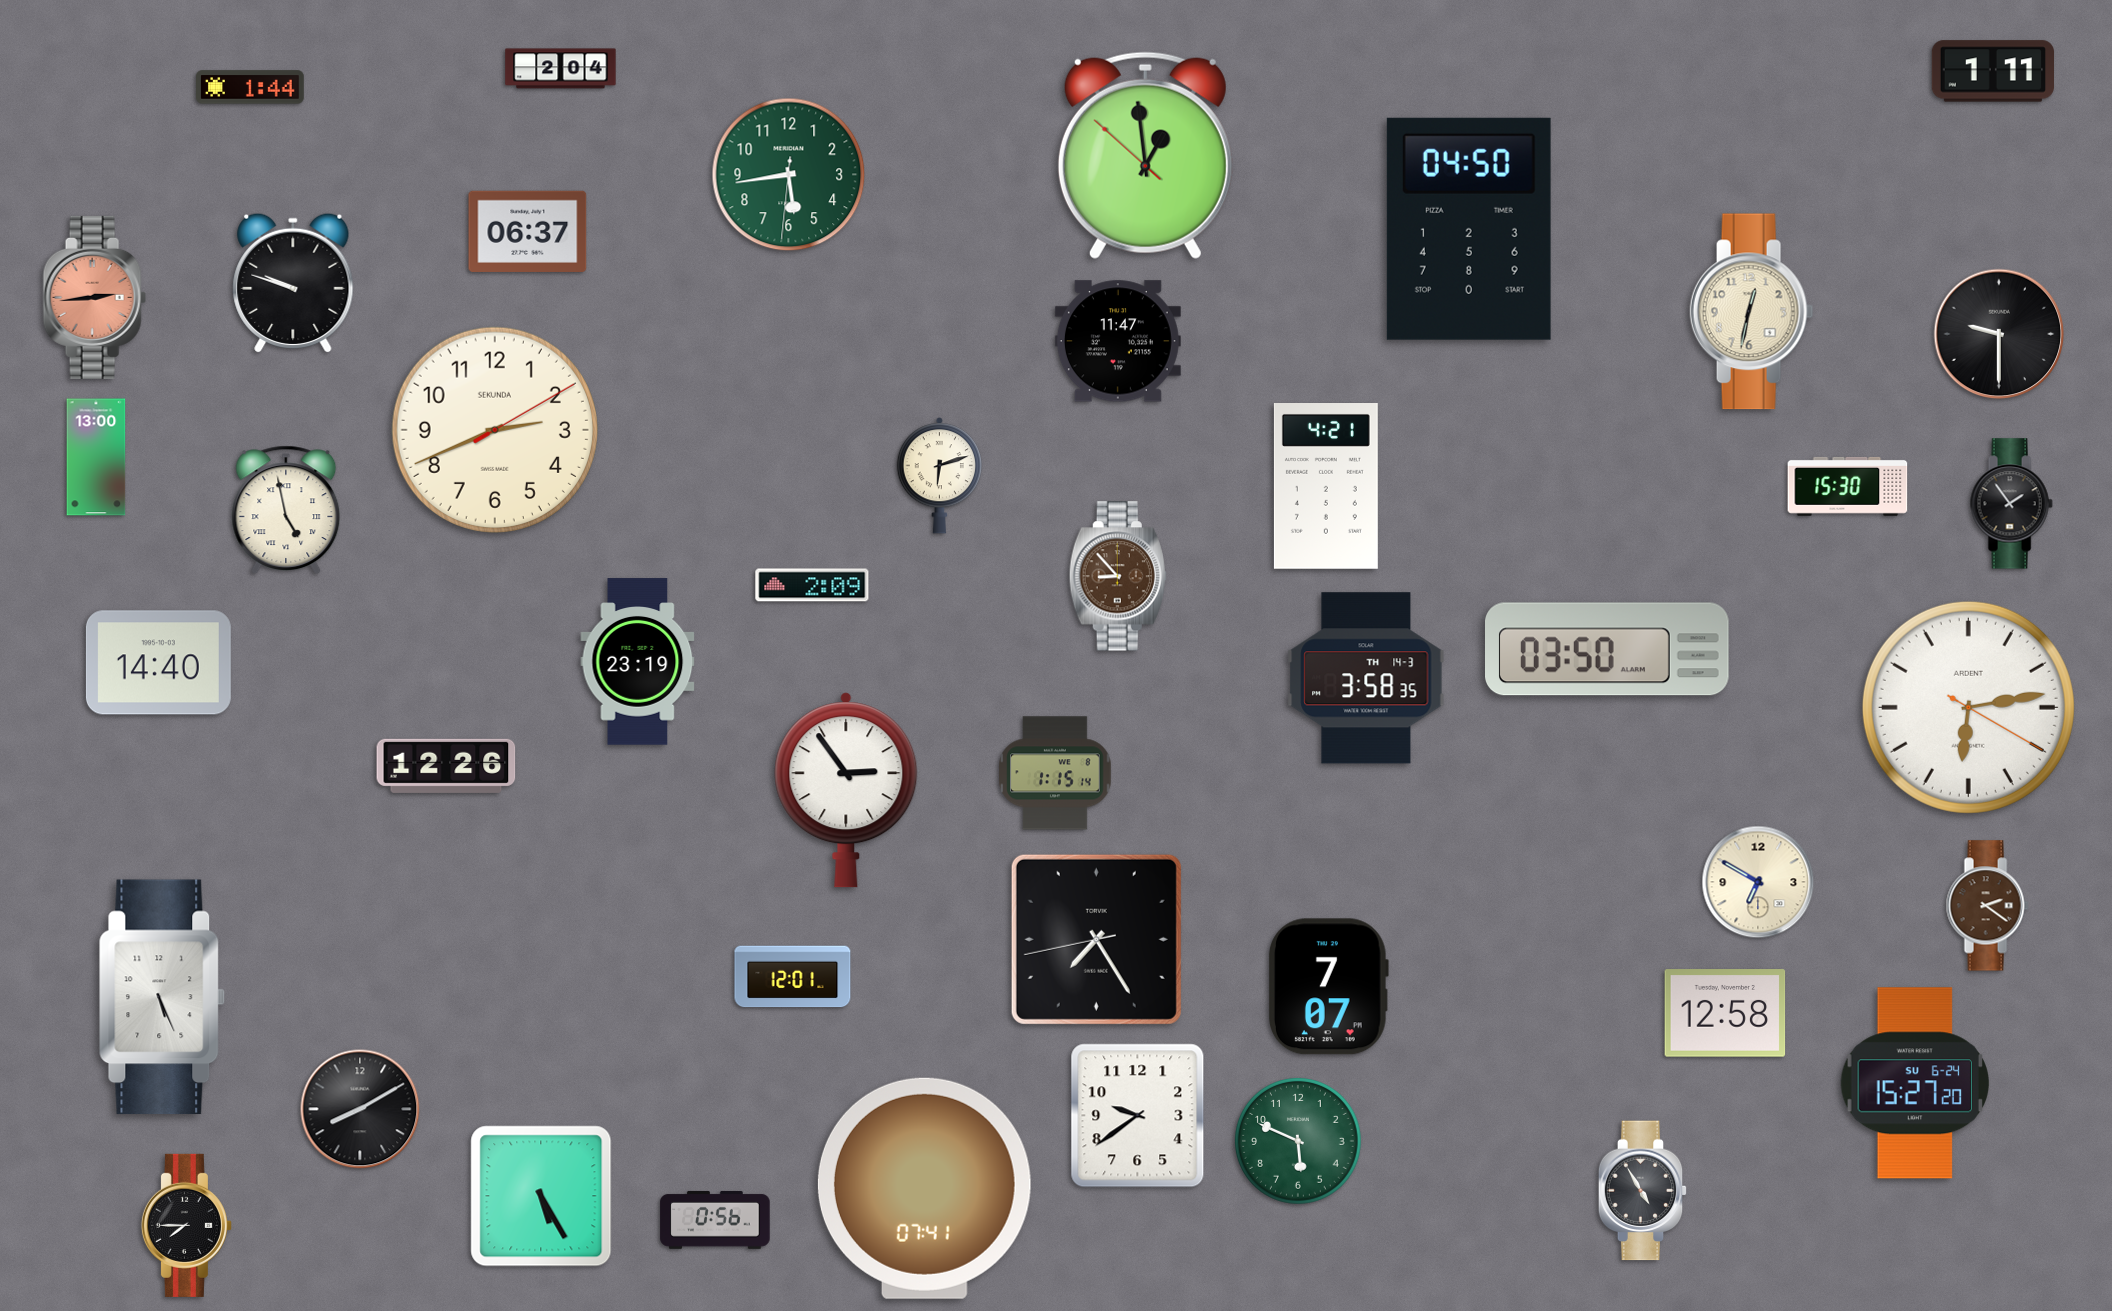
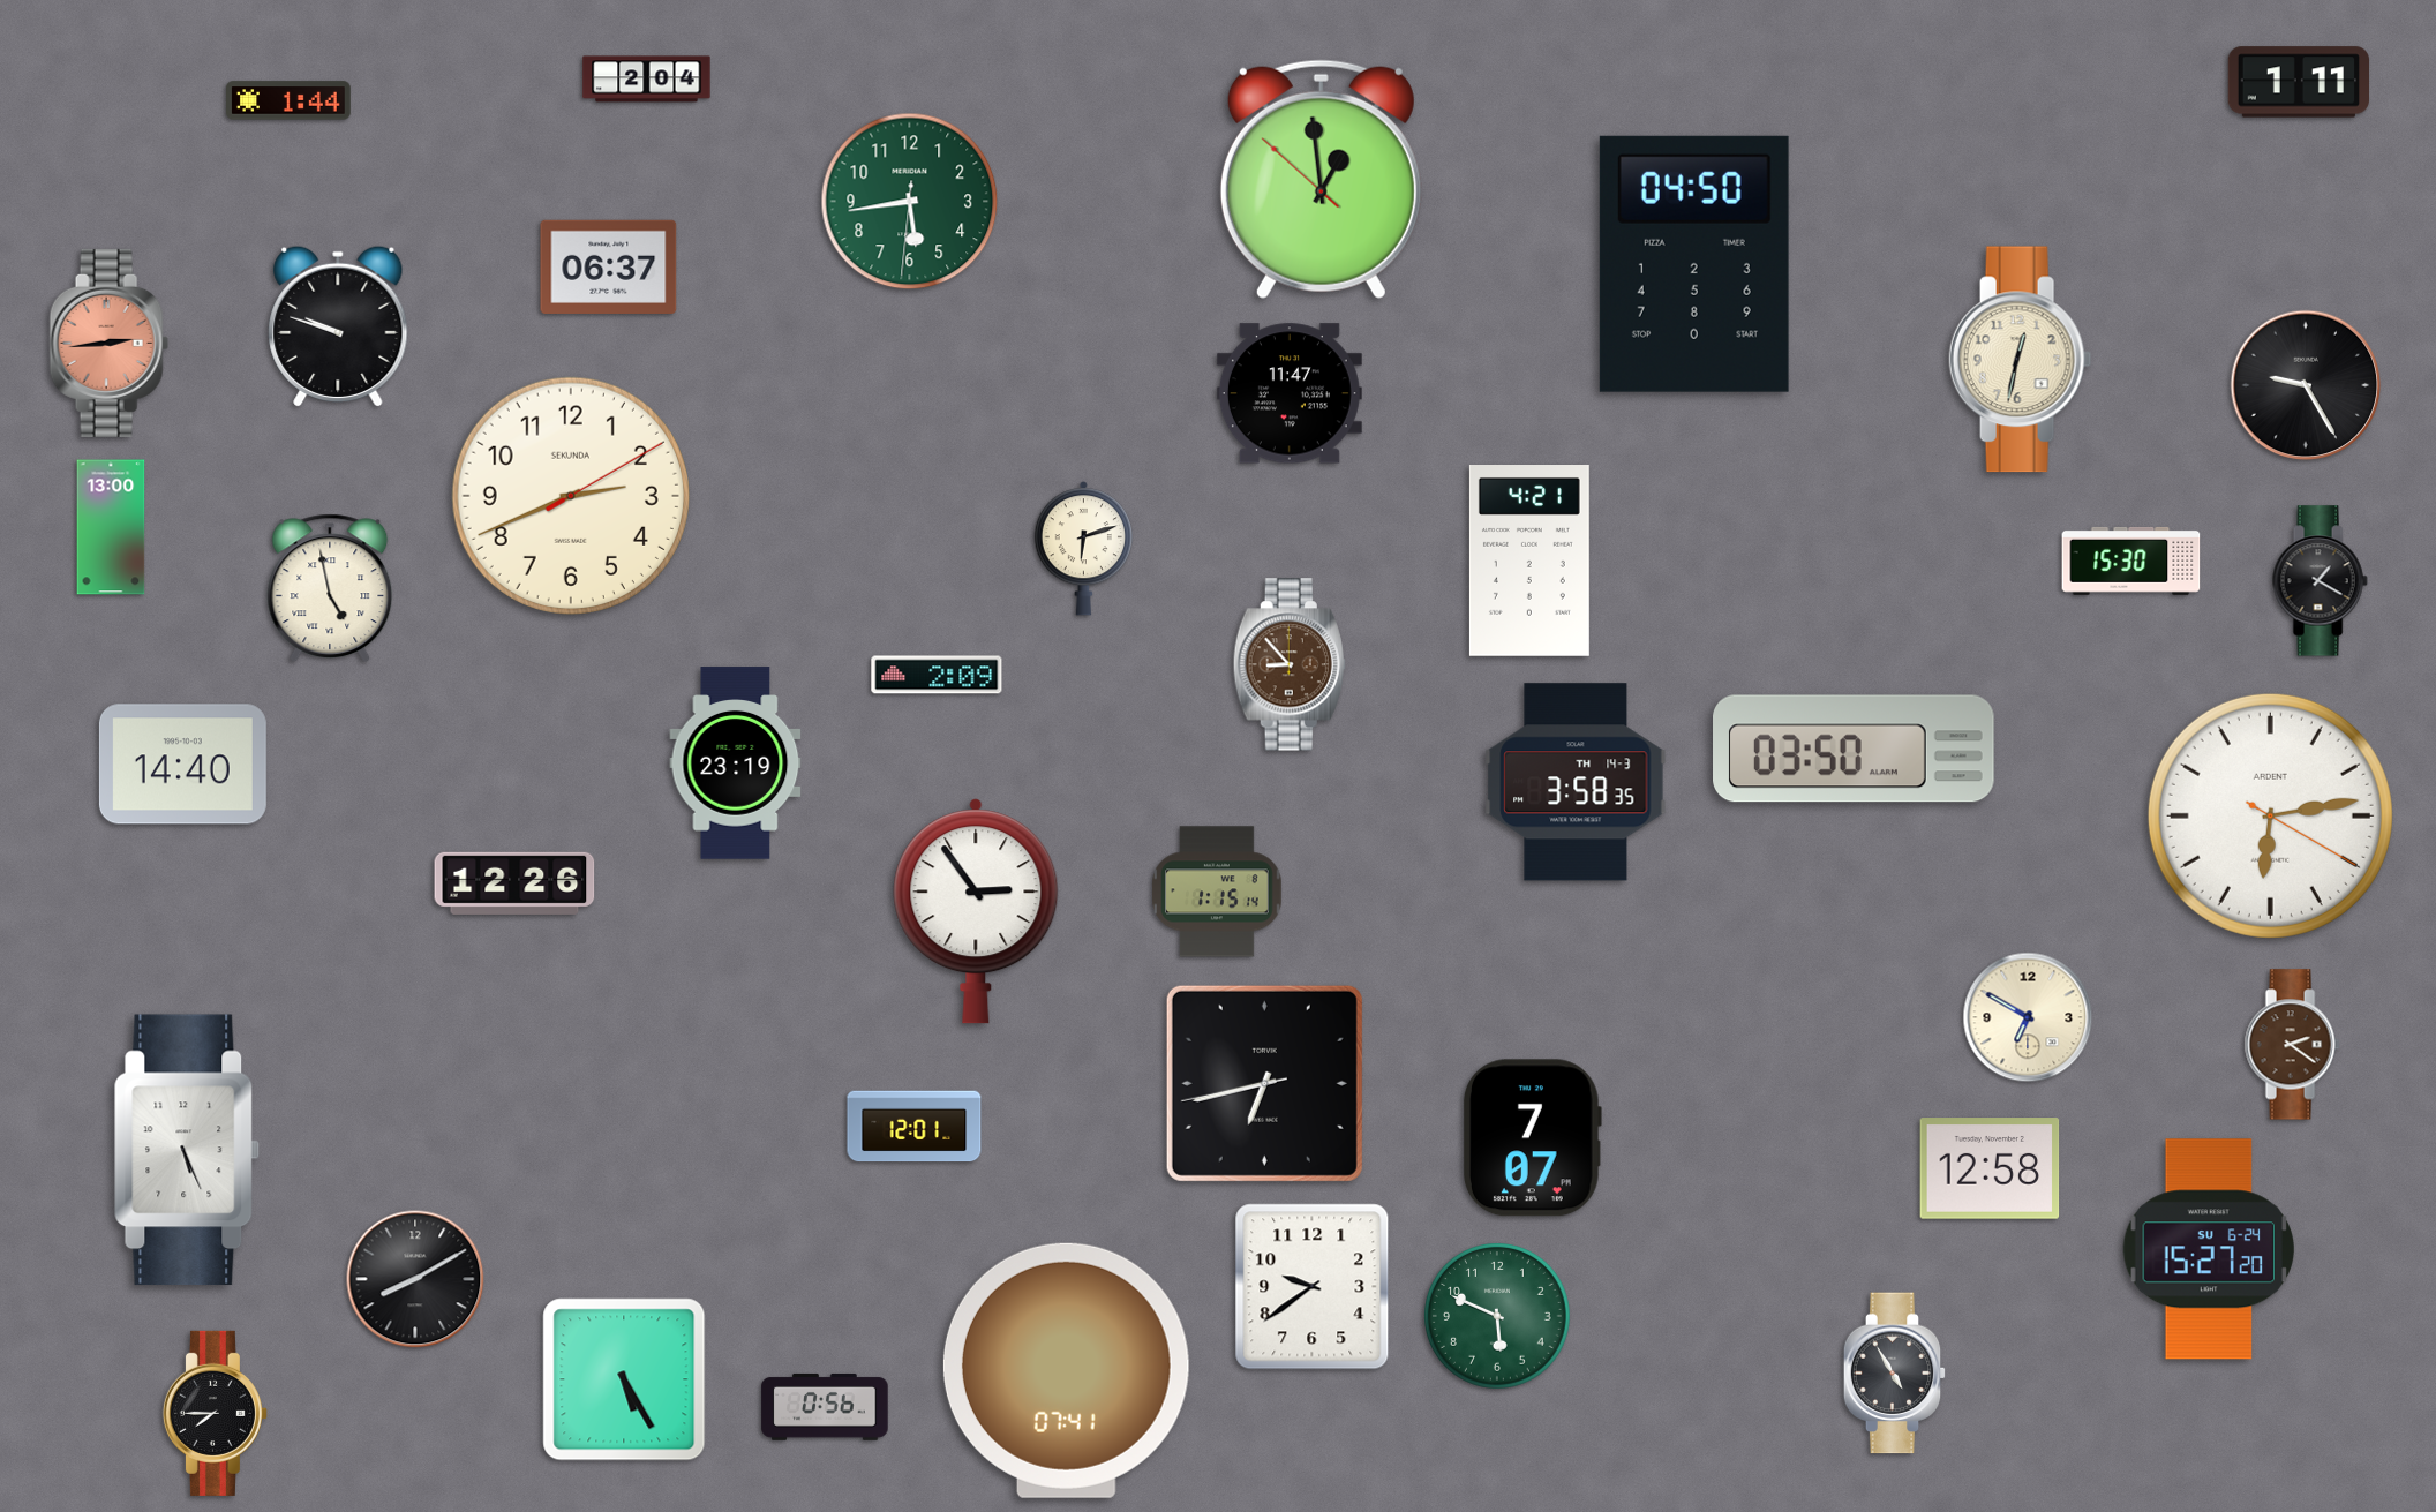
clock at (1999, 334): 9:30 -> 9:25
clock at (2011, 504): 1:54 -> 1:20
clock at (1096, 939): 7:24 -> 6:42
